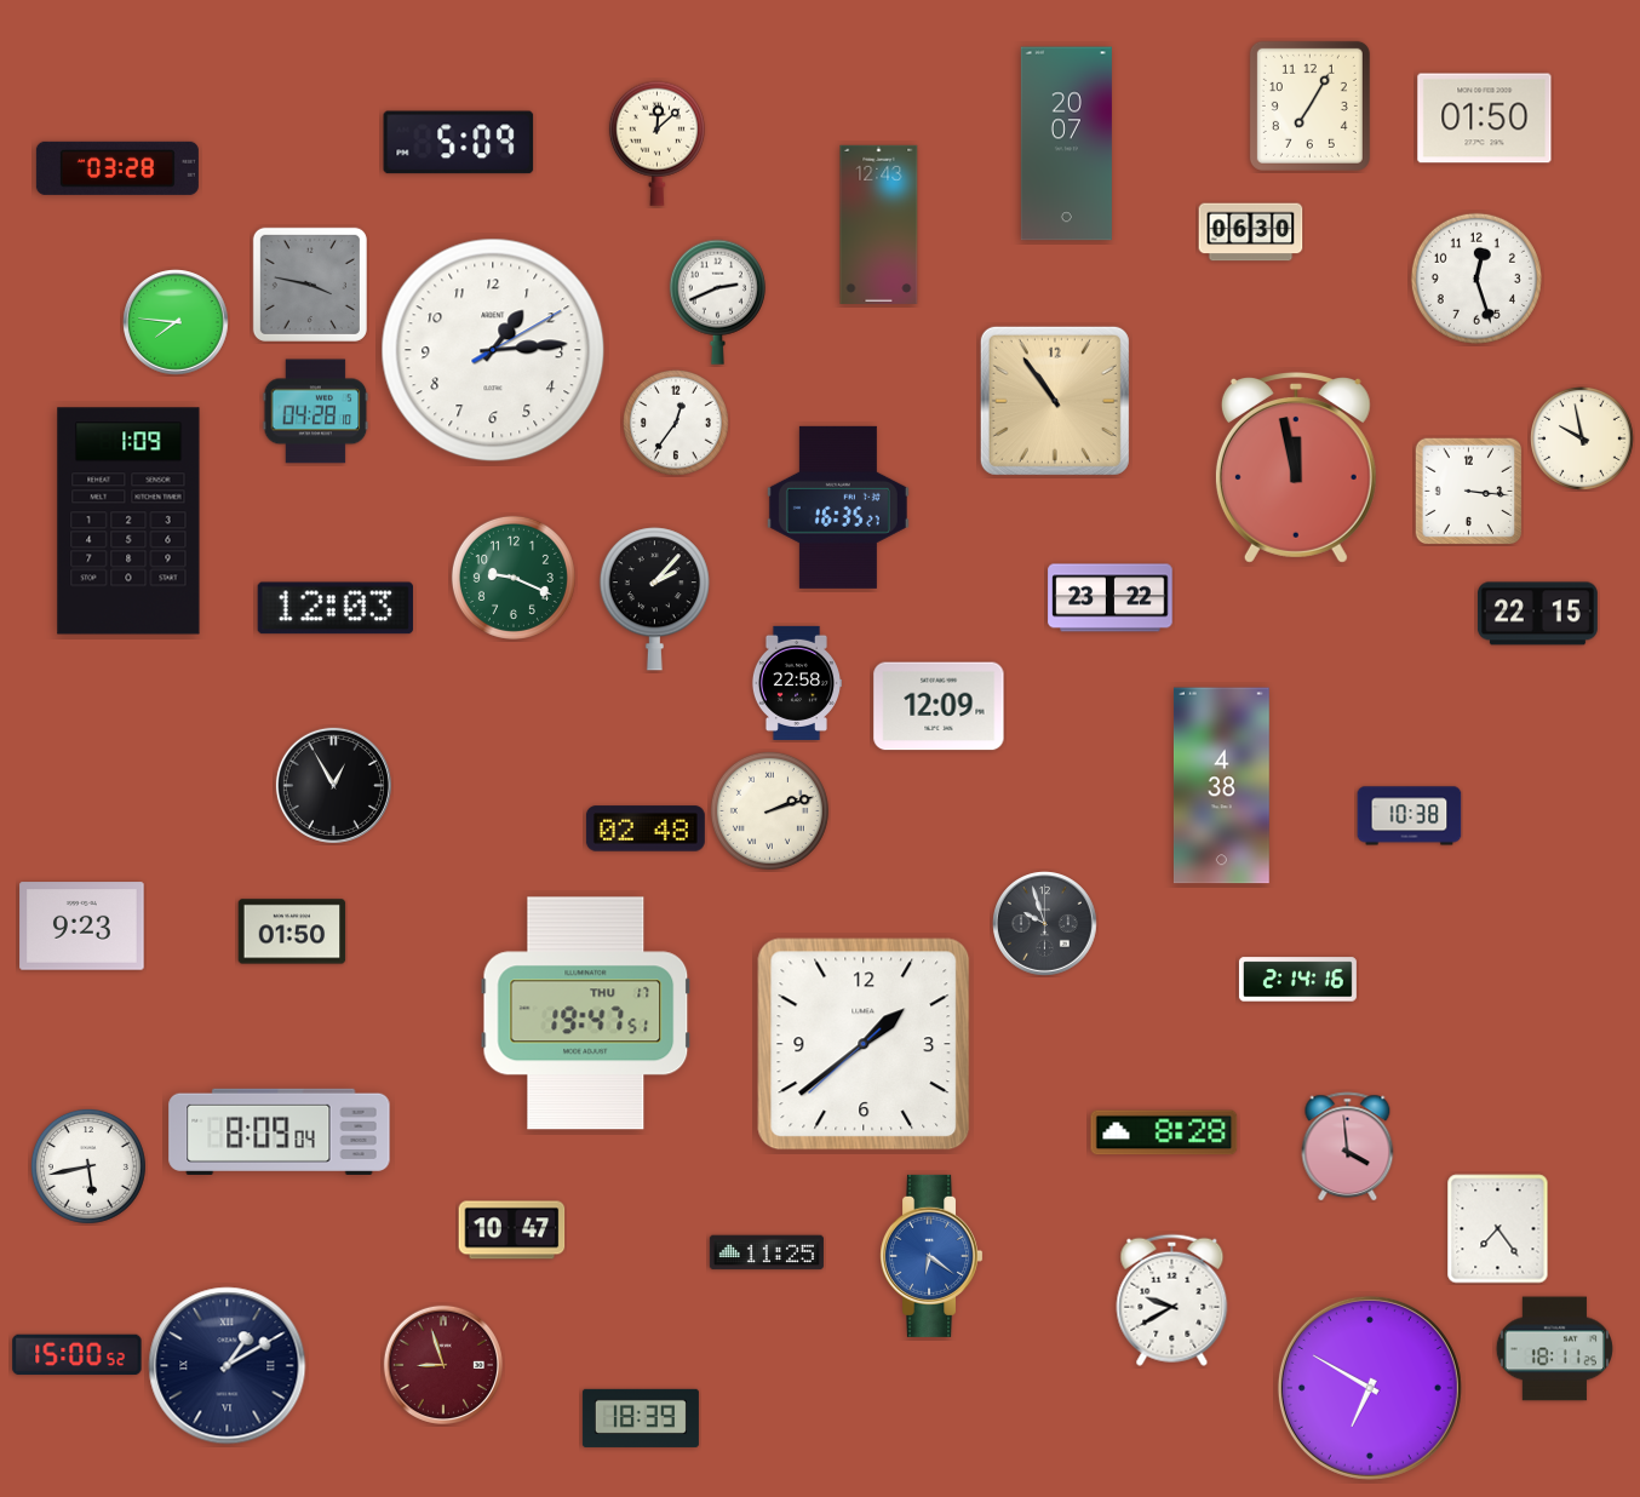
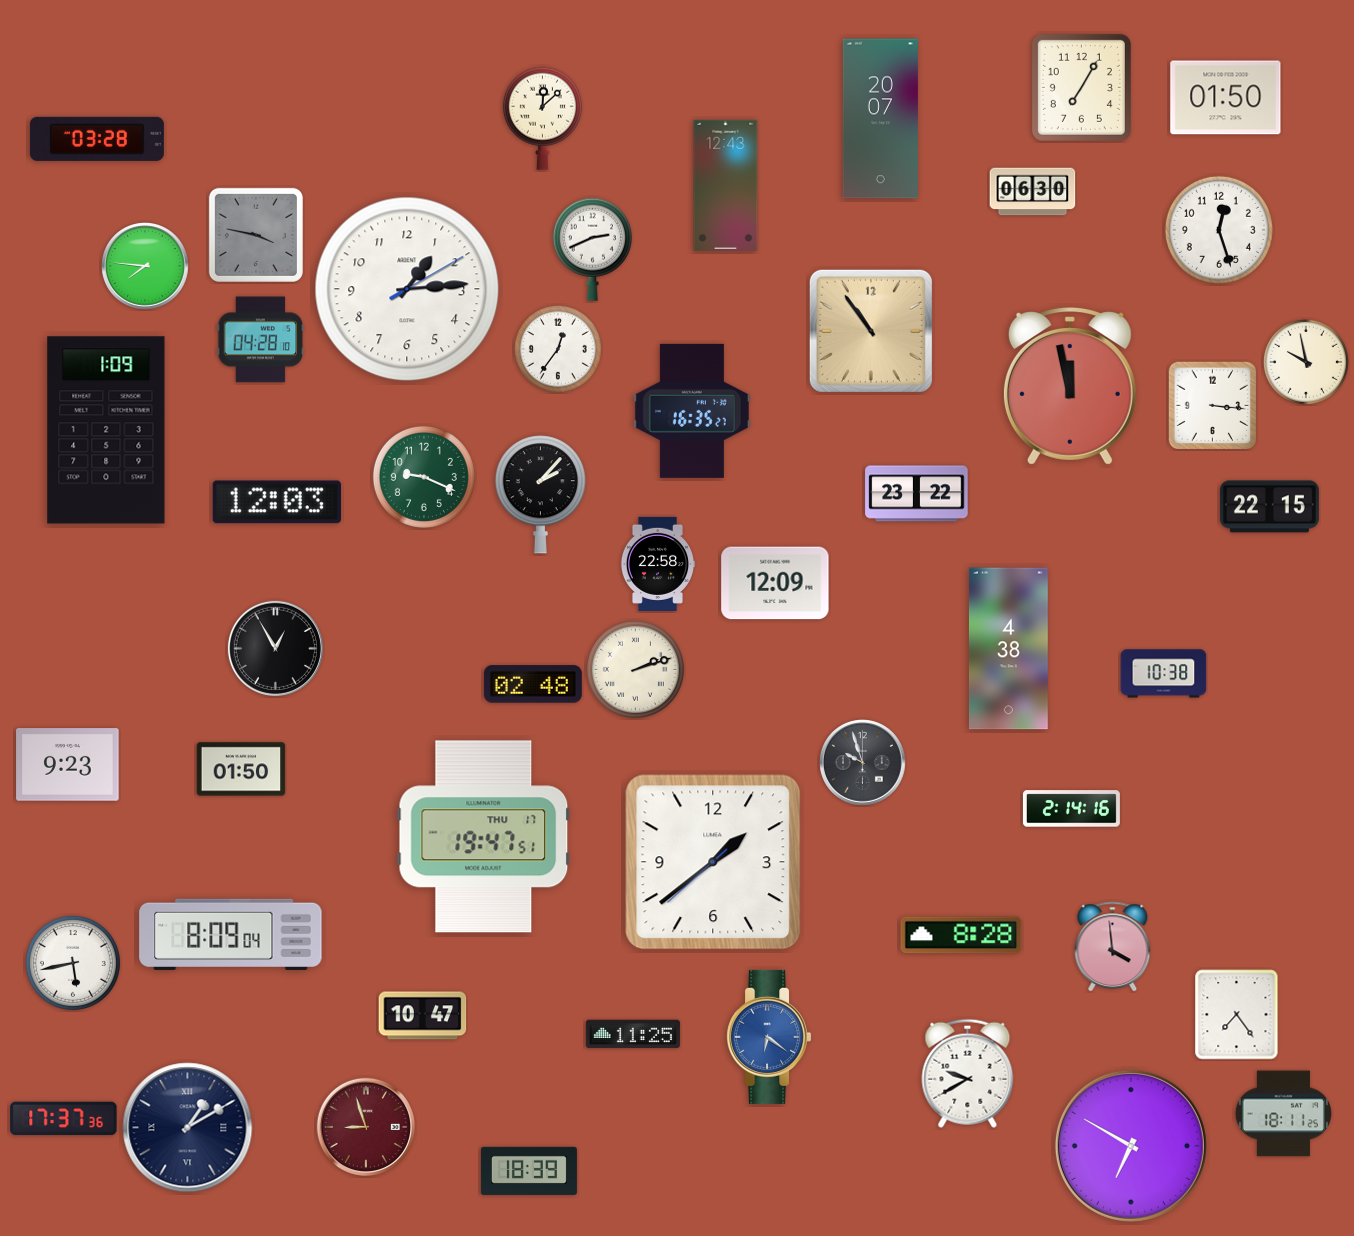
clock at (459, 143): 5:09 -> none
clock at (838, 507) position: (838, 507) -> (692, 411)
clock at (78, 1355): 15:00 -> 17:37
